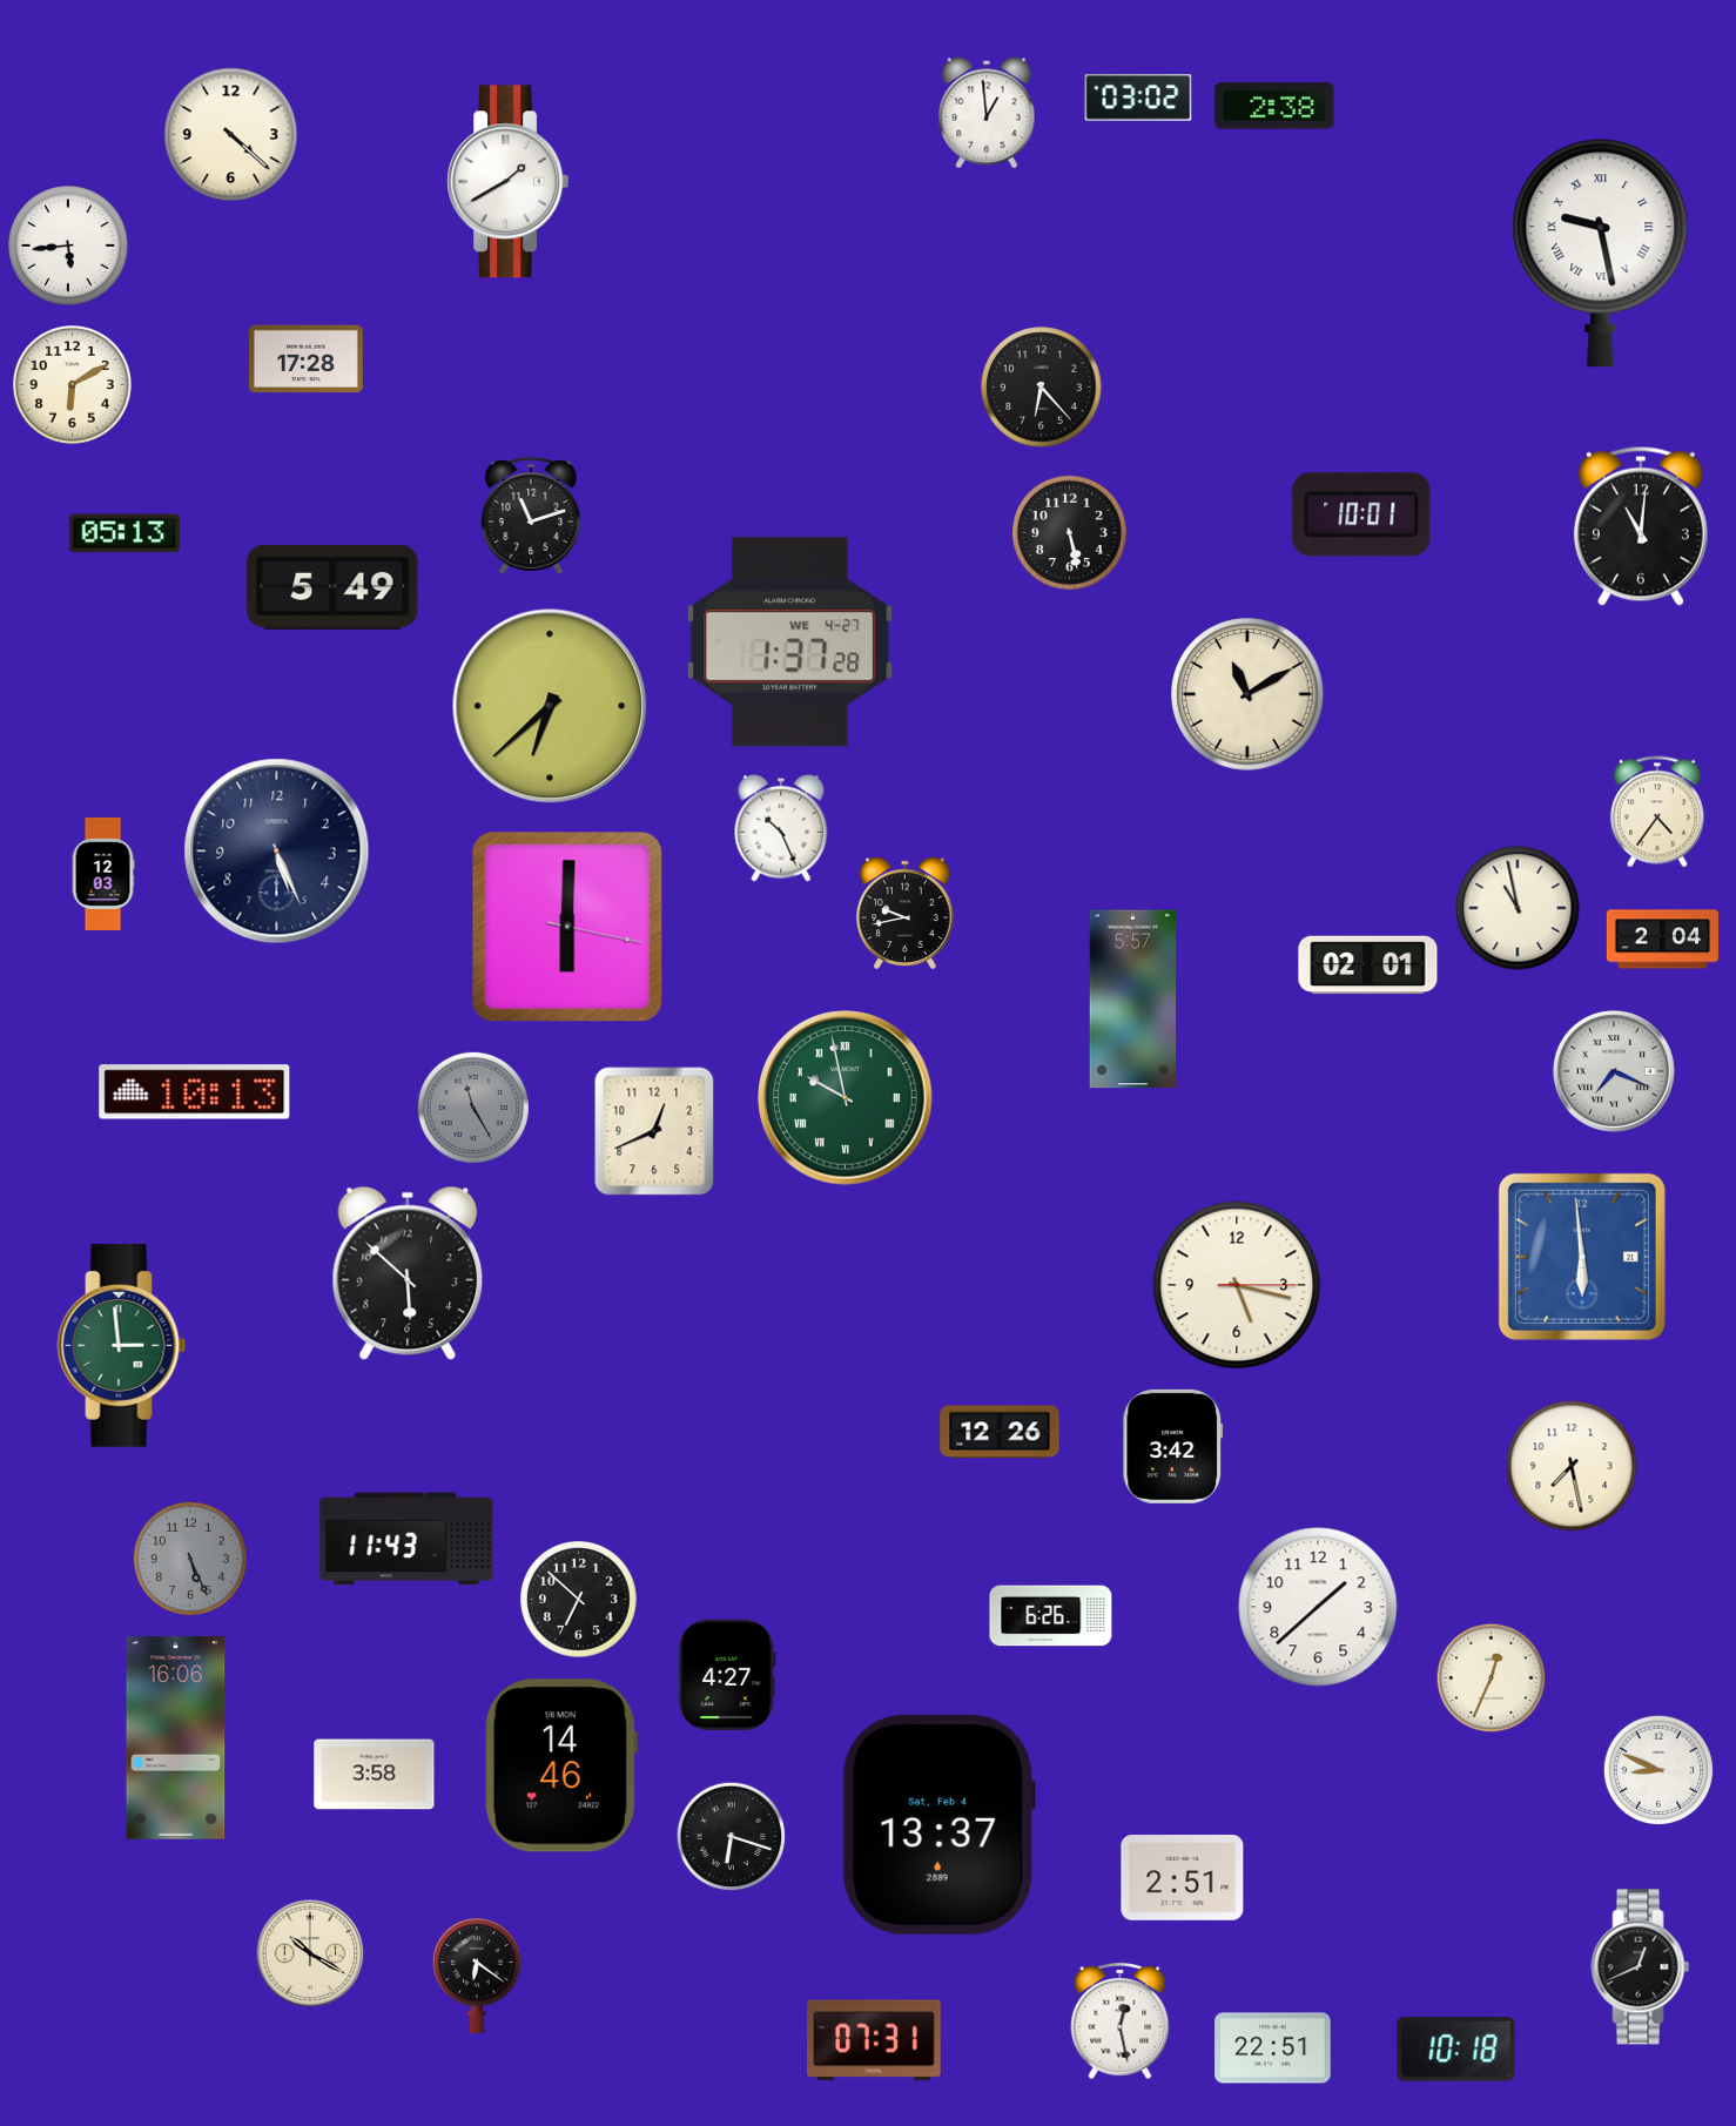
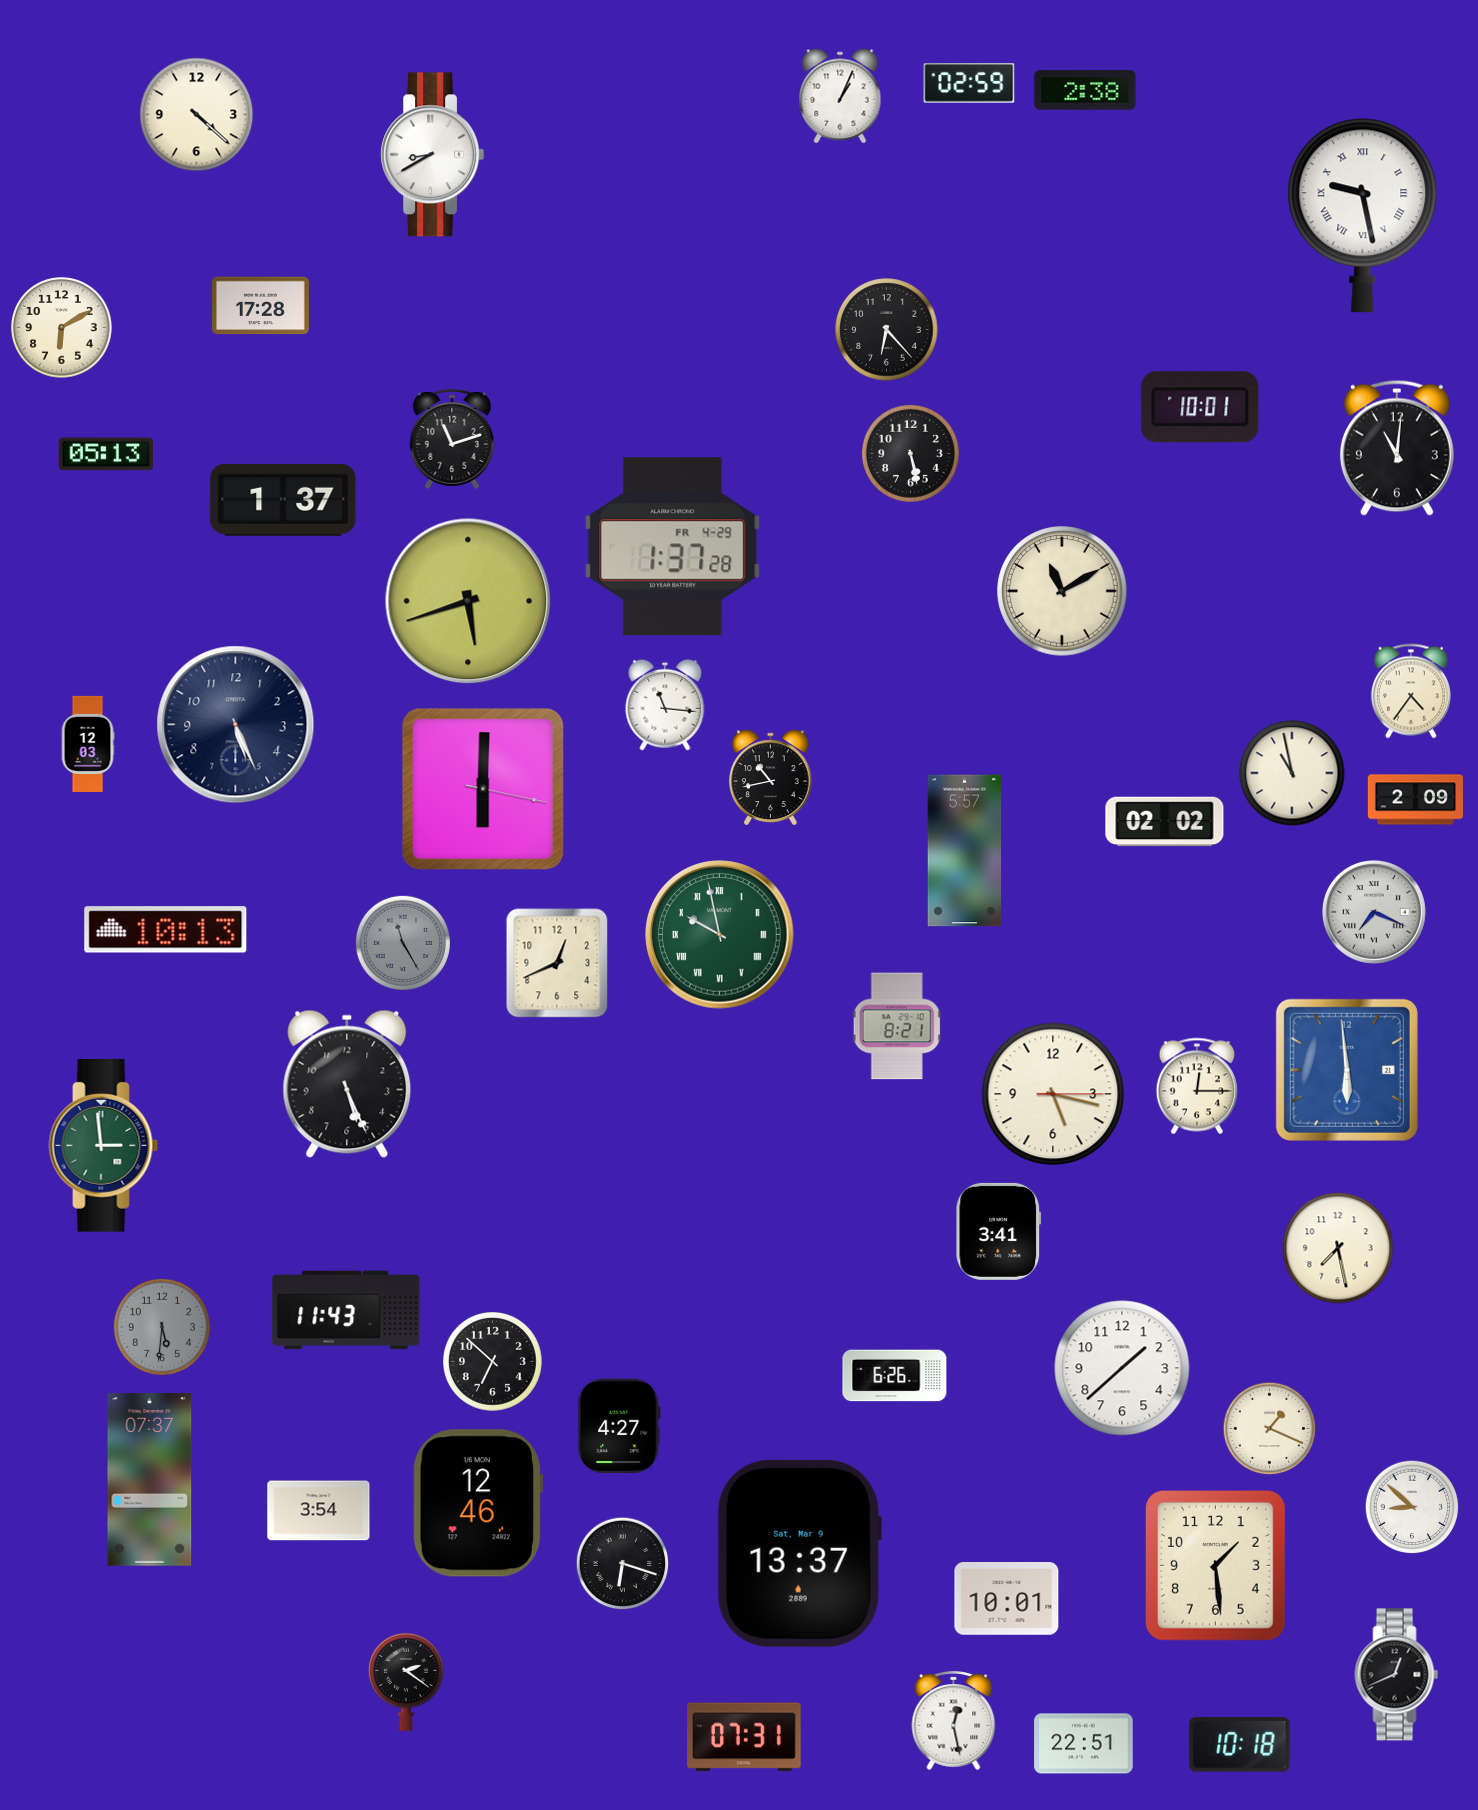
clock at (1138, 97): 03:02 -> 02:59
clock at (987, 113): 12:59 -> 1:04
clock at (509, 182): 1:40 -> 8:40
clock at (68, 245): 5:44 -> none
clock at (1361, 514) position: (1361, 514) -> (1200, 407)
clock at (332, 587): 5:49 -> 1:37
clock at (790, 642) date: WE 4-27 -> FR 4-29
clock at (550, 706): 6:38 -> 5:42
clock at (781, 828): 10:26 -> 11:16
clock at (906, 914): 9:43 -> 10:43
clock at (1662, 940): 2:04 -> 2:09
clock at (1368, 966): 02:01 -> 02:02
clock at (897, 1026): none -> 8:21
clock at (408, 1273): 5:52 -> 5:26
clock at (1197, 1086): none -> 12:15
clock at (1000, 1432): 12:26 -> none
clock at (1173, 1446): 3:42 -> 3:41
clock at (190, 1559): 5:26 -> 5:31
clock at (1492, 1678): 12:34 -> 1:19
clock at (176, 1738): 16:06 -> 07:37
clock at (560, 1765): 14:46 -> 12:46
clock at (1658, 1770): 8:49 -> 8:52
clock at (375, 1775): 3:58 -> 3:54
clock at (938, 1824) date: Sat, Feb 4 -> Sat, Mar 9
clock at (1216, 1566): none -> 1:29
clock at (1183, 1878): 2:51 -> 10:01
clock at (310, 1953): 10:20 -> none
clock at (477, 1976): 6:21 -> 2:21
